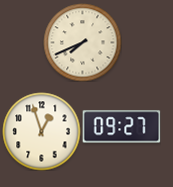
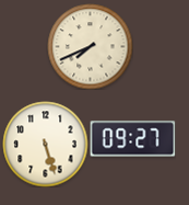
clock at (41, 131): 12:57 -> 5:27
